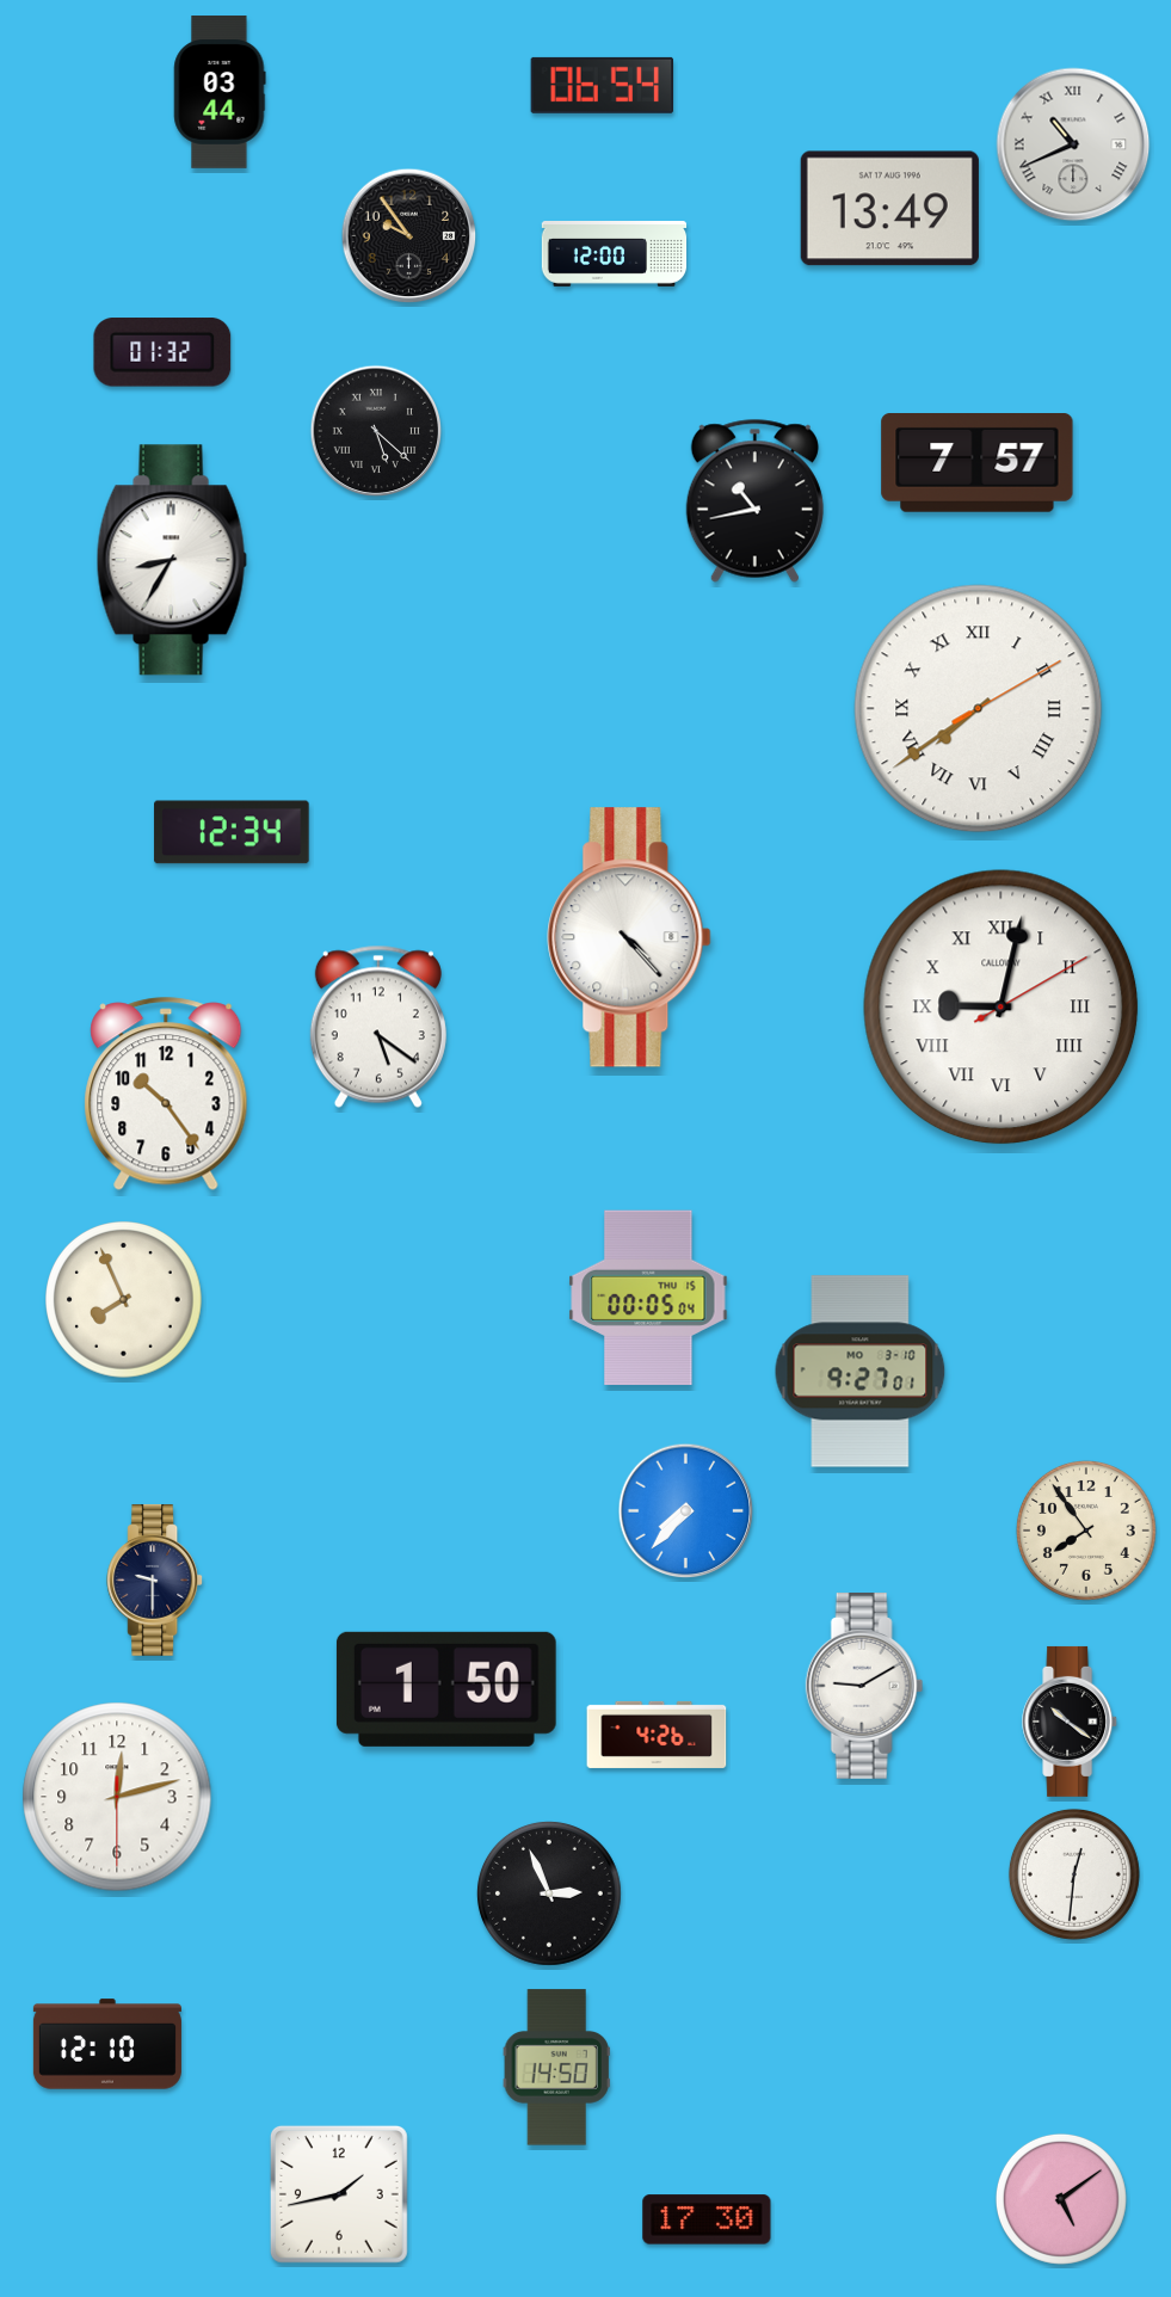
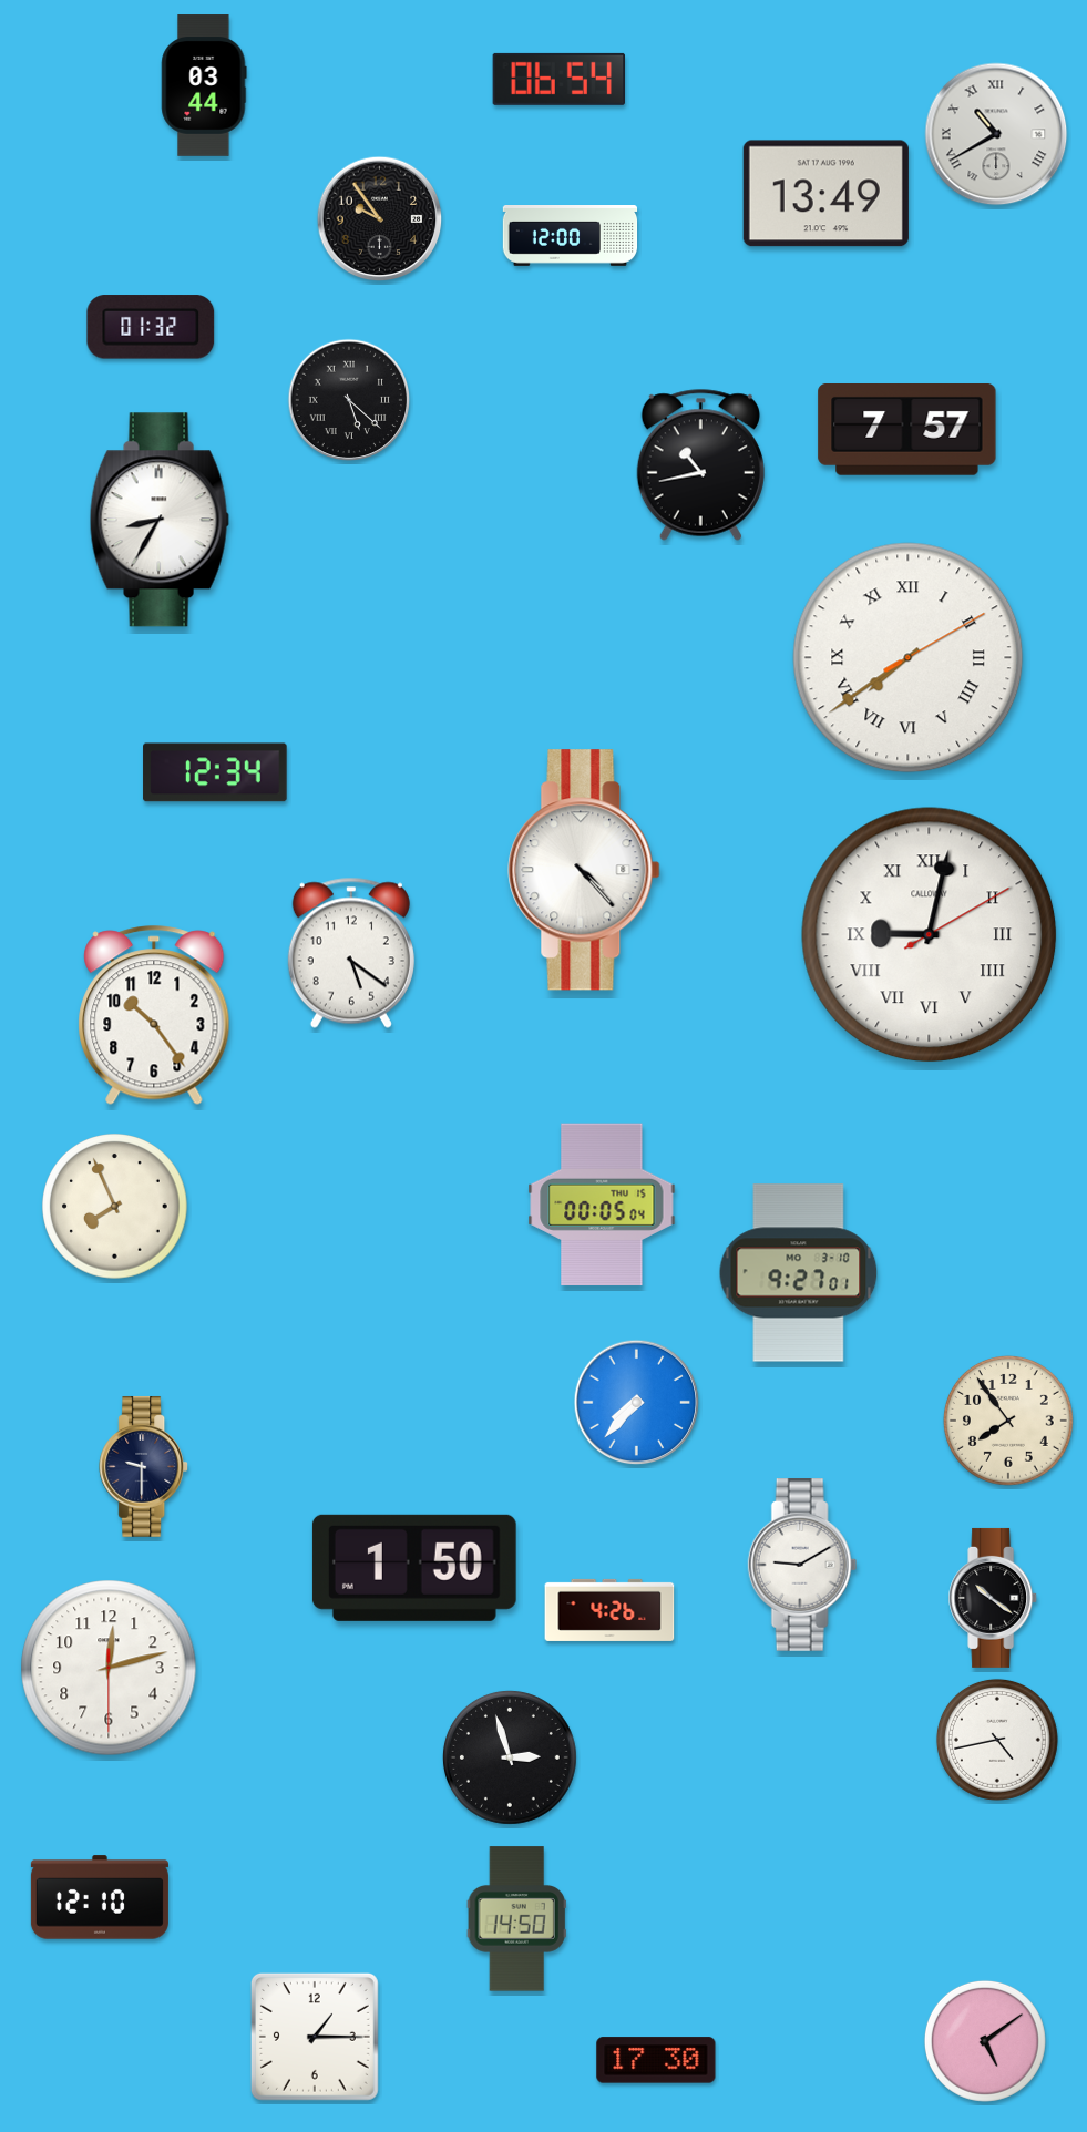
clock at (1073, 144): 10:41 -> 10:40
clock at (1074, 1874): 12:31 -> 4:43
clock at (550, 1895): 2:56 -> 2:57
clock at (339, 2194): 1:43 -> 1:15
